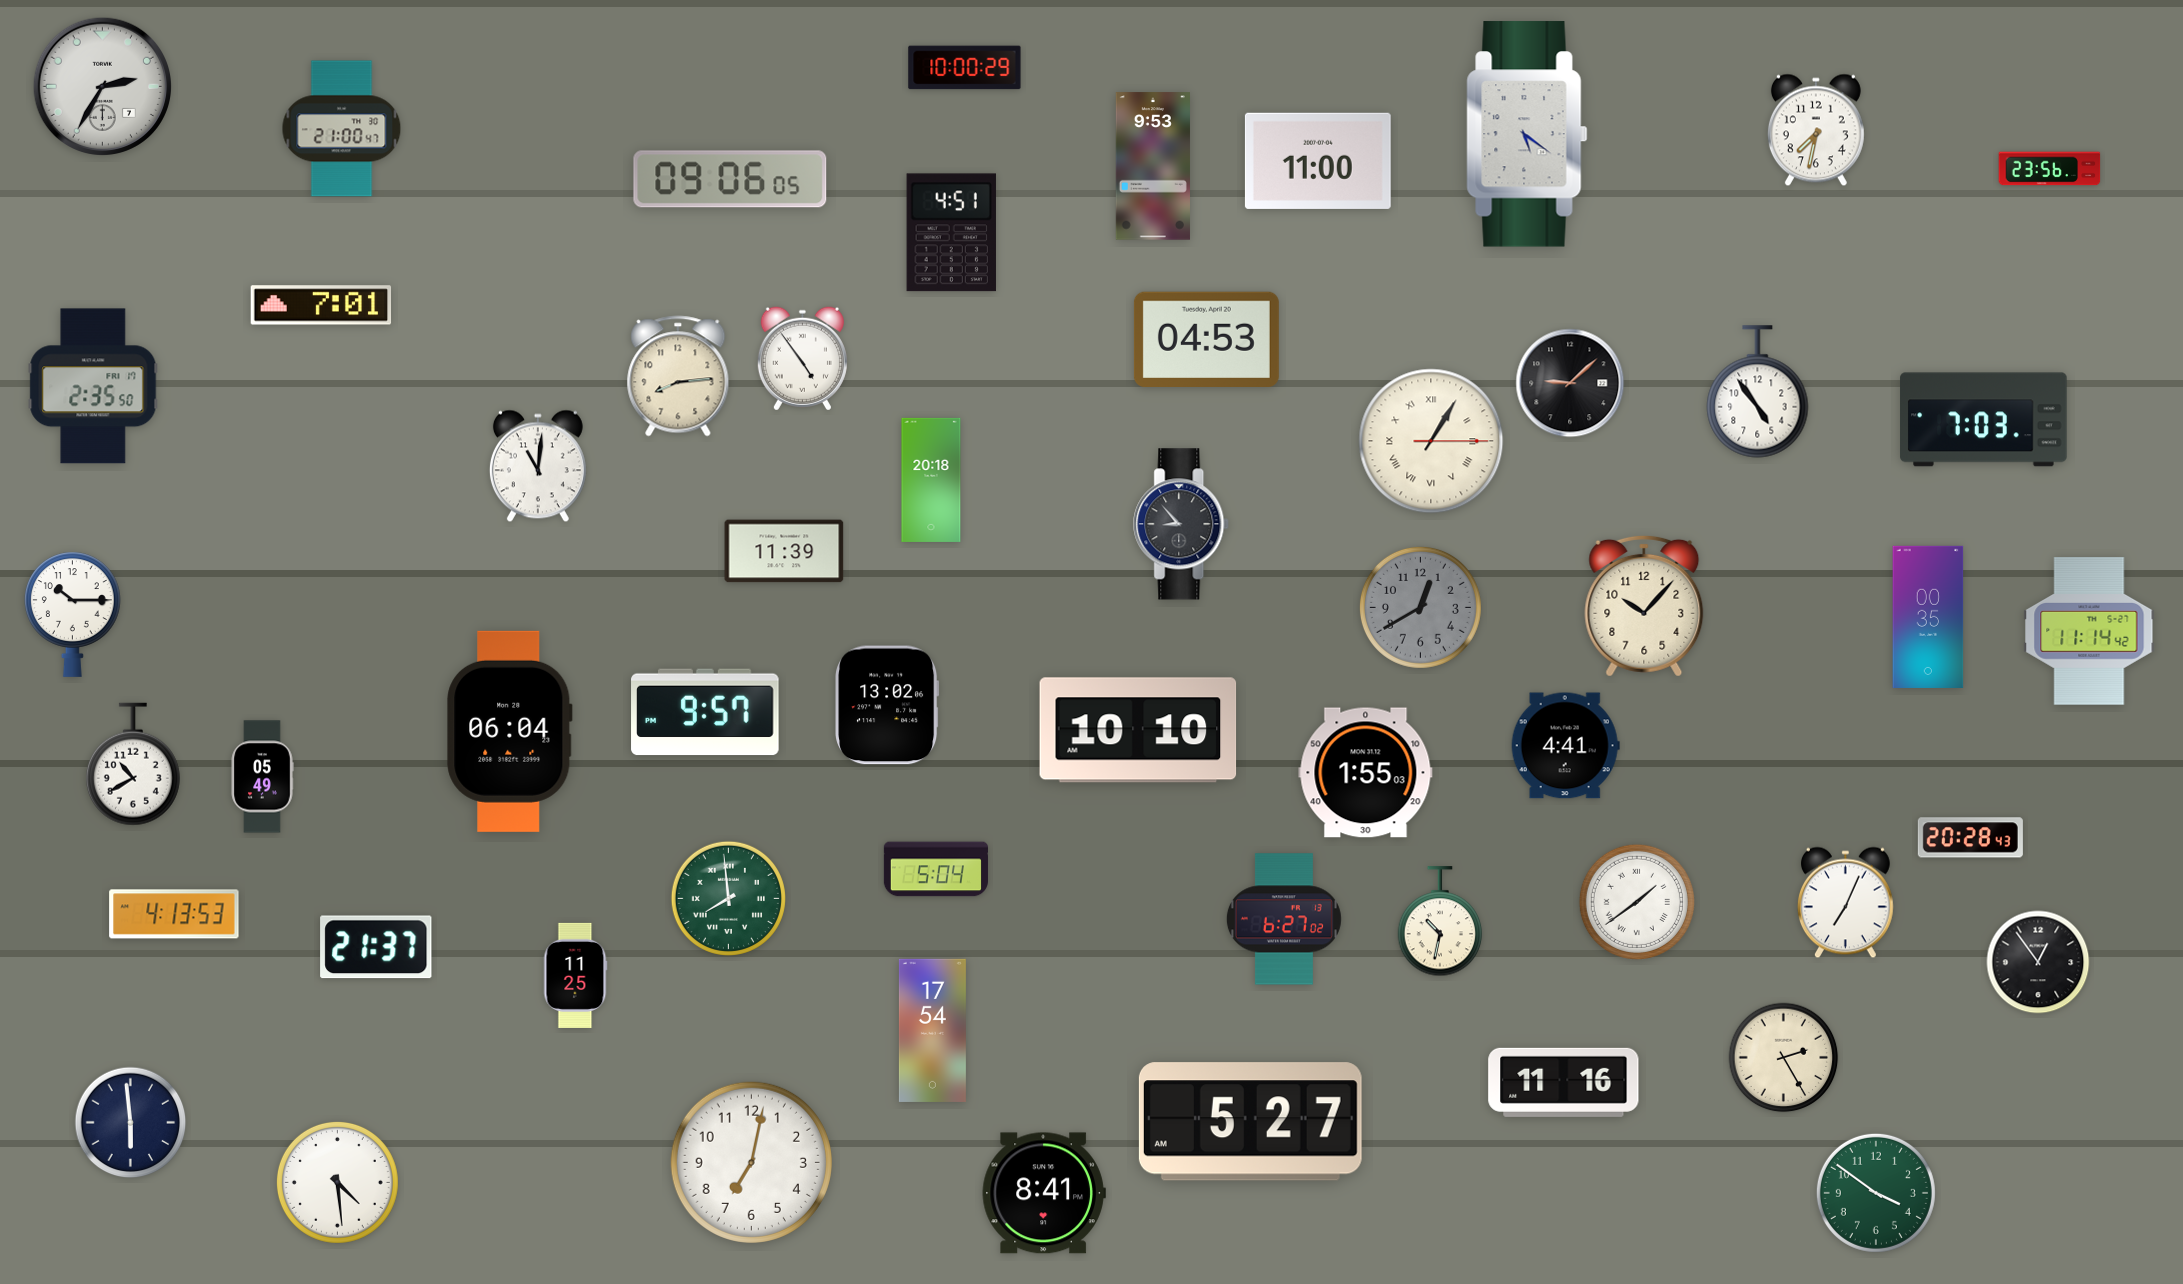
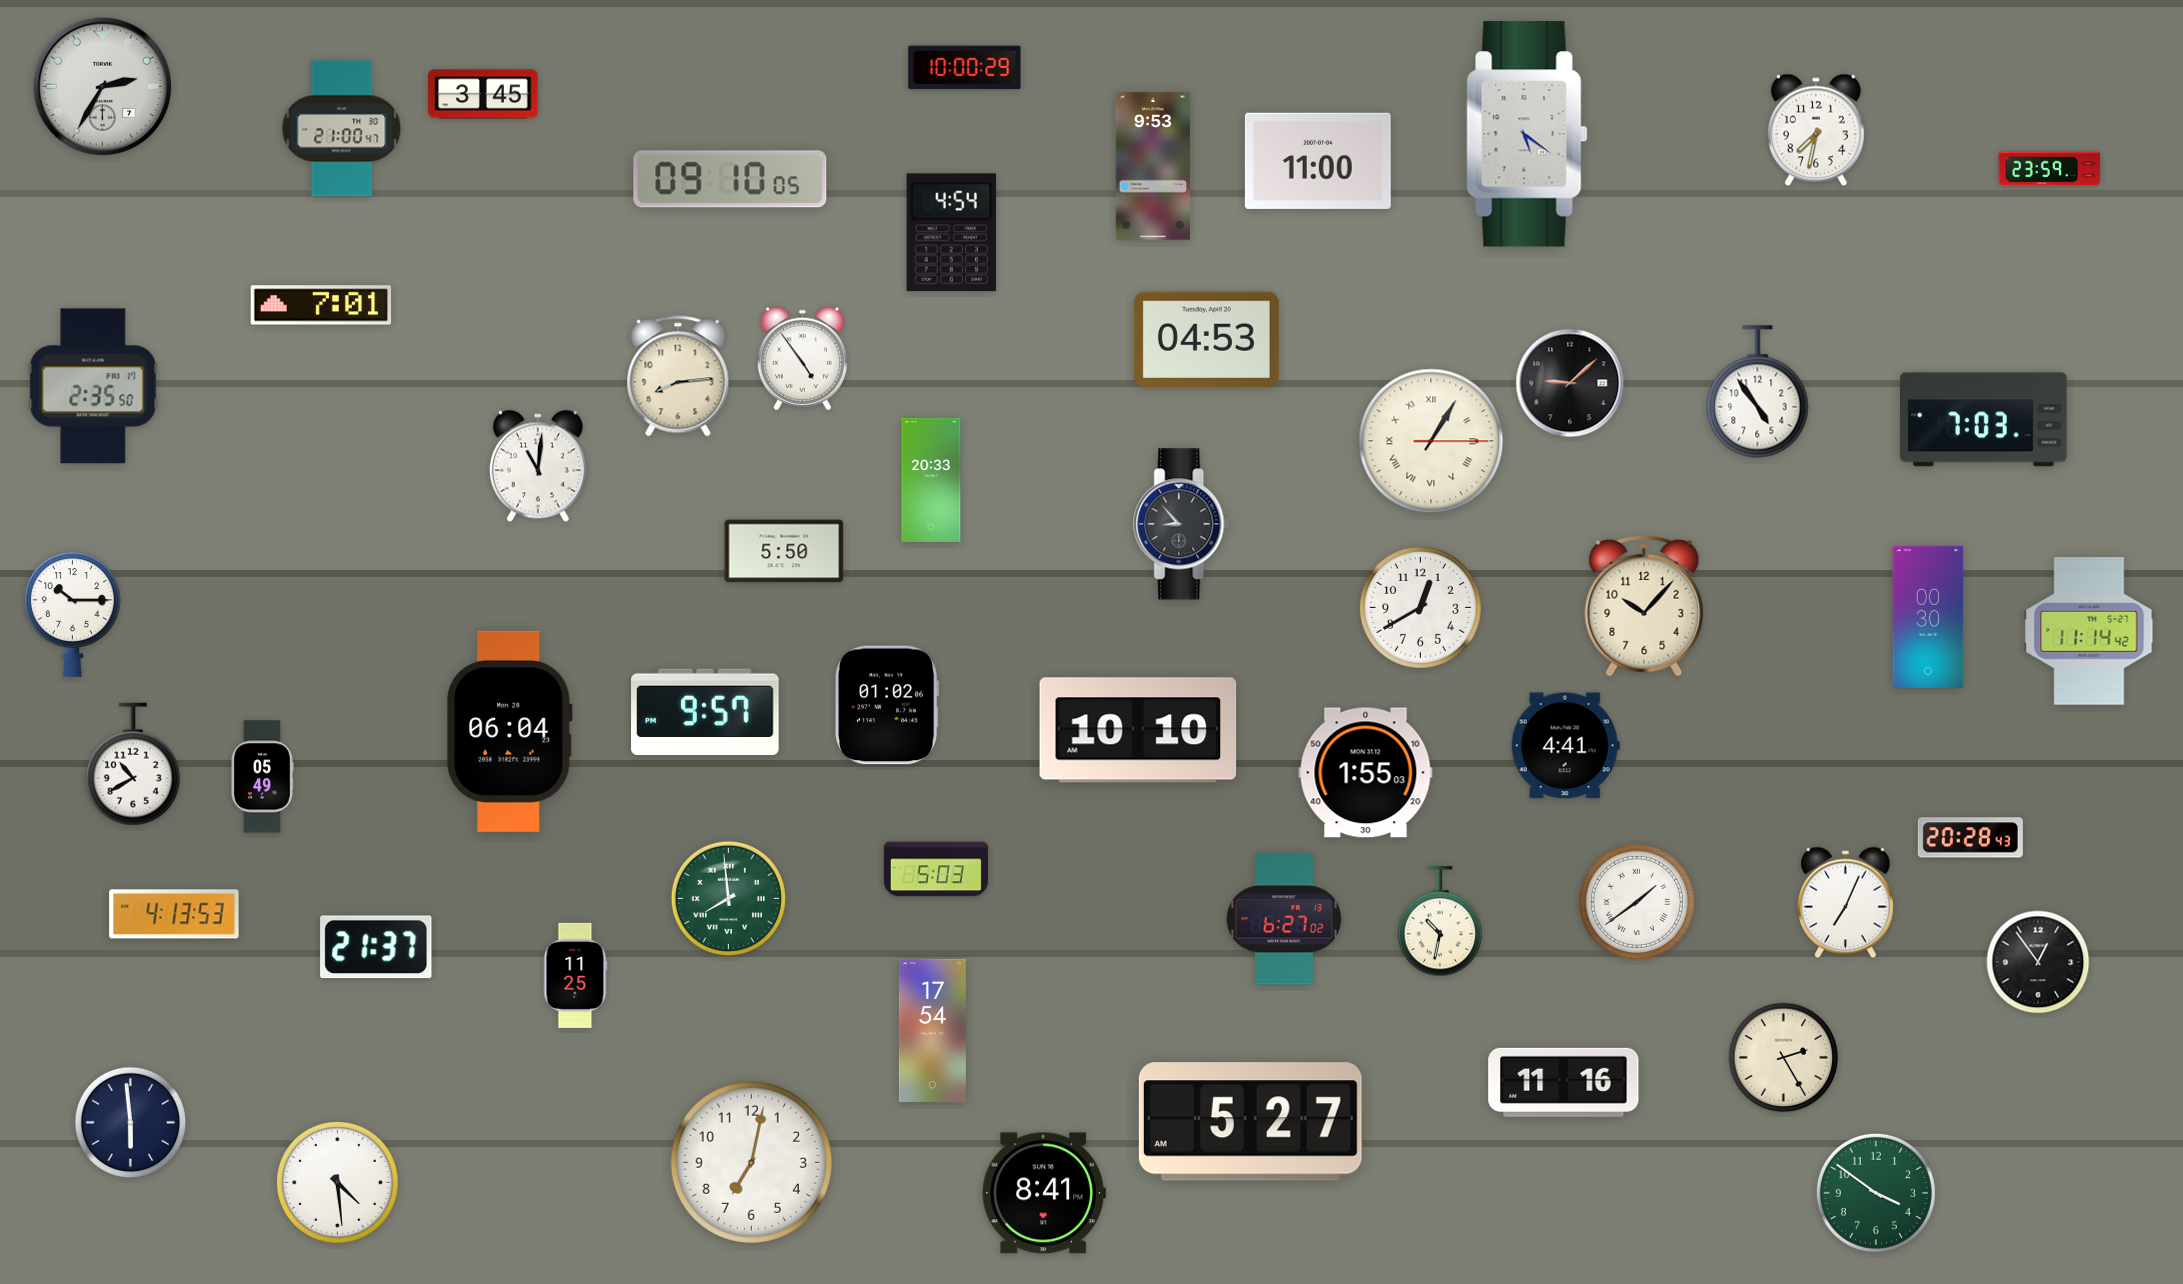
clock at (483, 94): none -> 3:45
clock at (2050, 169): 23:56 -> 23:59
clock at (730, 179): 09:06 -> 09:10
clock at (951, 233): 4:51 -> 4:54
clock at (931, 480): 20:18 -> 20:33
clock at (784, 551): 11:39 -> 5:50
clock at (1420, 607) dial: grey -> white
clock at (1928, 617): 00:35 -> 00:30
clock at (887, 705): 13:02 -> 01:02
clock at (935, 869): 5:04 -> 5:03
